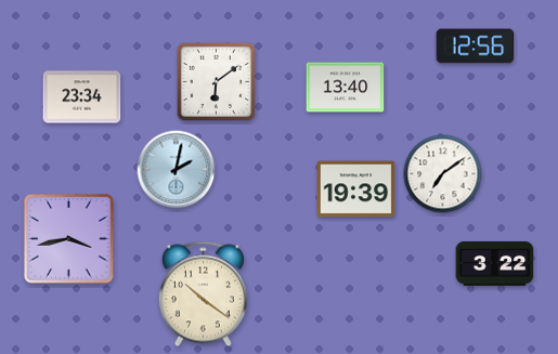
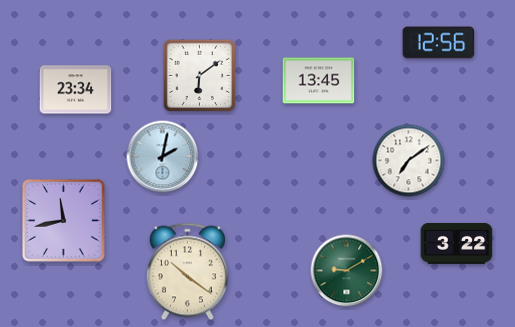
clock at (346, 88): 13:40 -> 13:45
clock at (356, 189): 19:39 -> none
clock at (69, 239): 3:43 -> 11:43
clock at (347, 271): none -> 9:10
